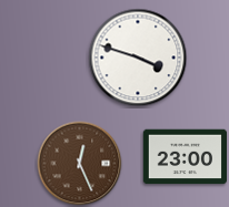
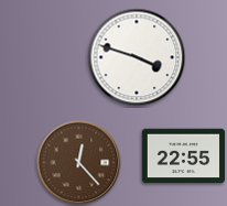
clock at (185, 157): 23:00 -> 22:55
clock at (80, 164): 12:26 -> 12:23
